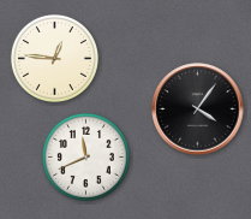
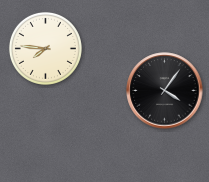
clock at (54, 58): 12:46 -> 7:46
clock at (85, 156): 11:41 -> none
